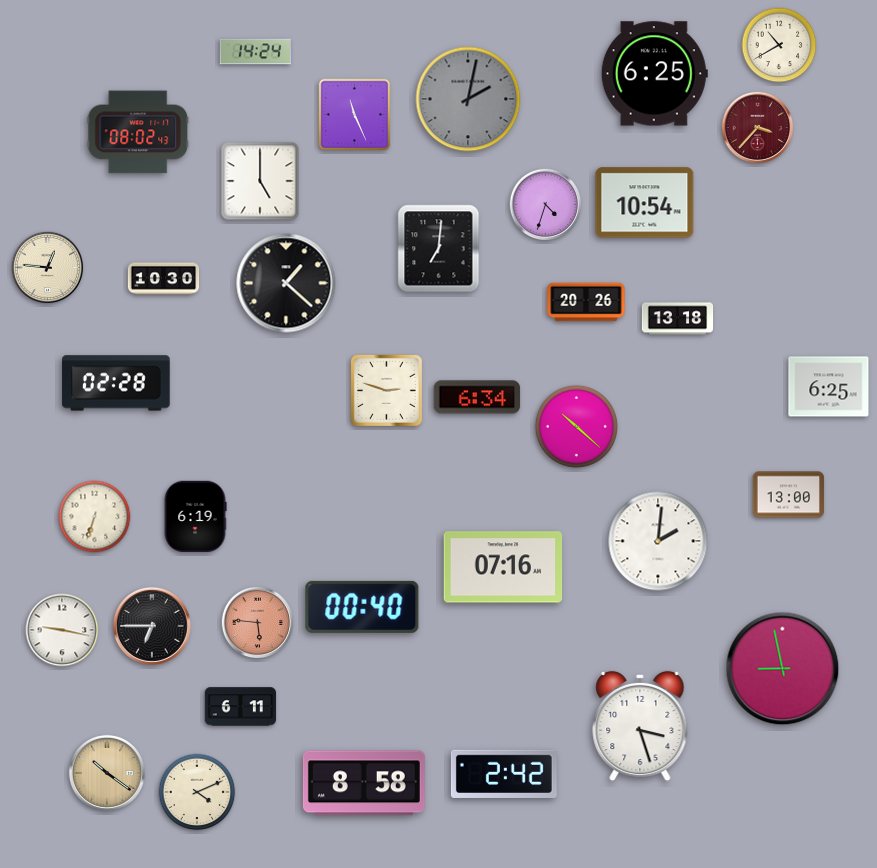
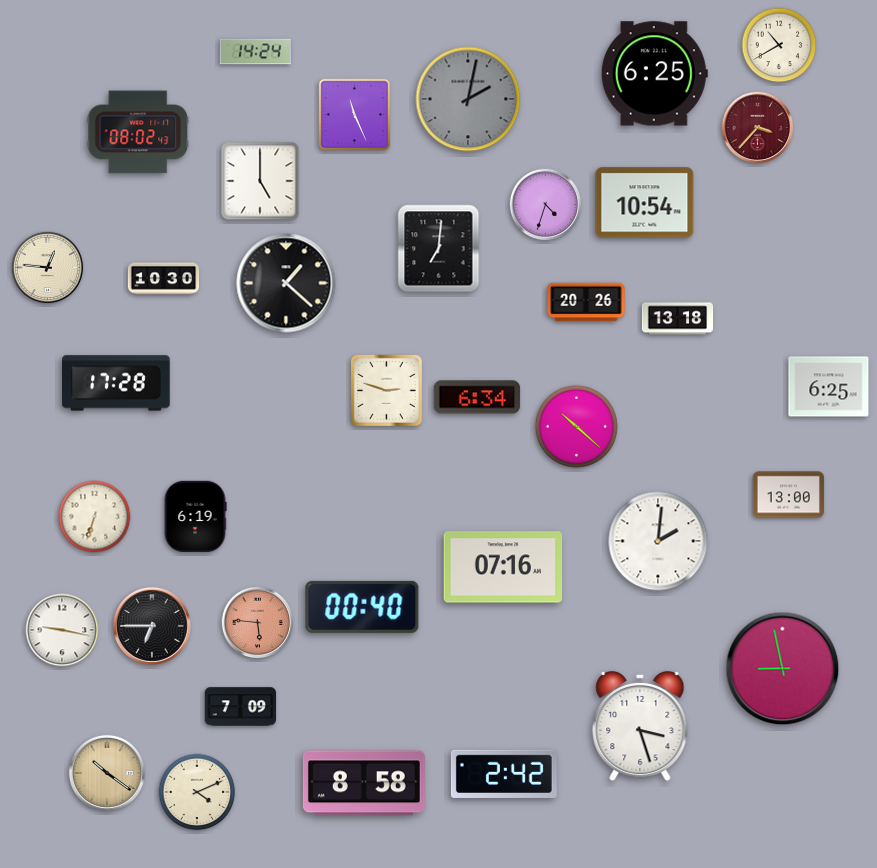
clock at (116, 383): 02:28 -> 17:28
clock at (241, 707): 6:11 -> 7:09
